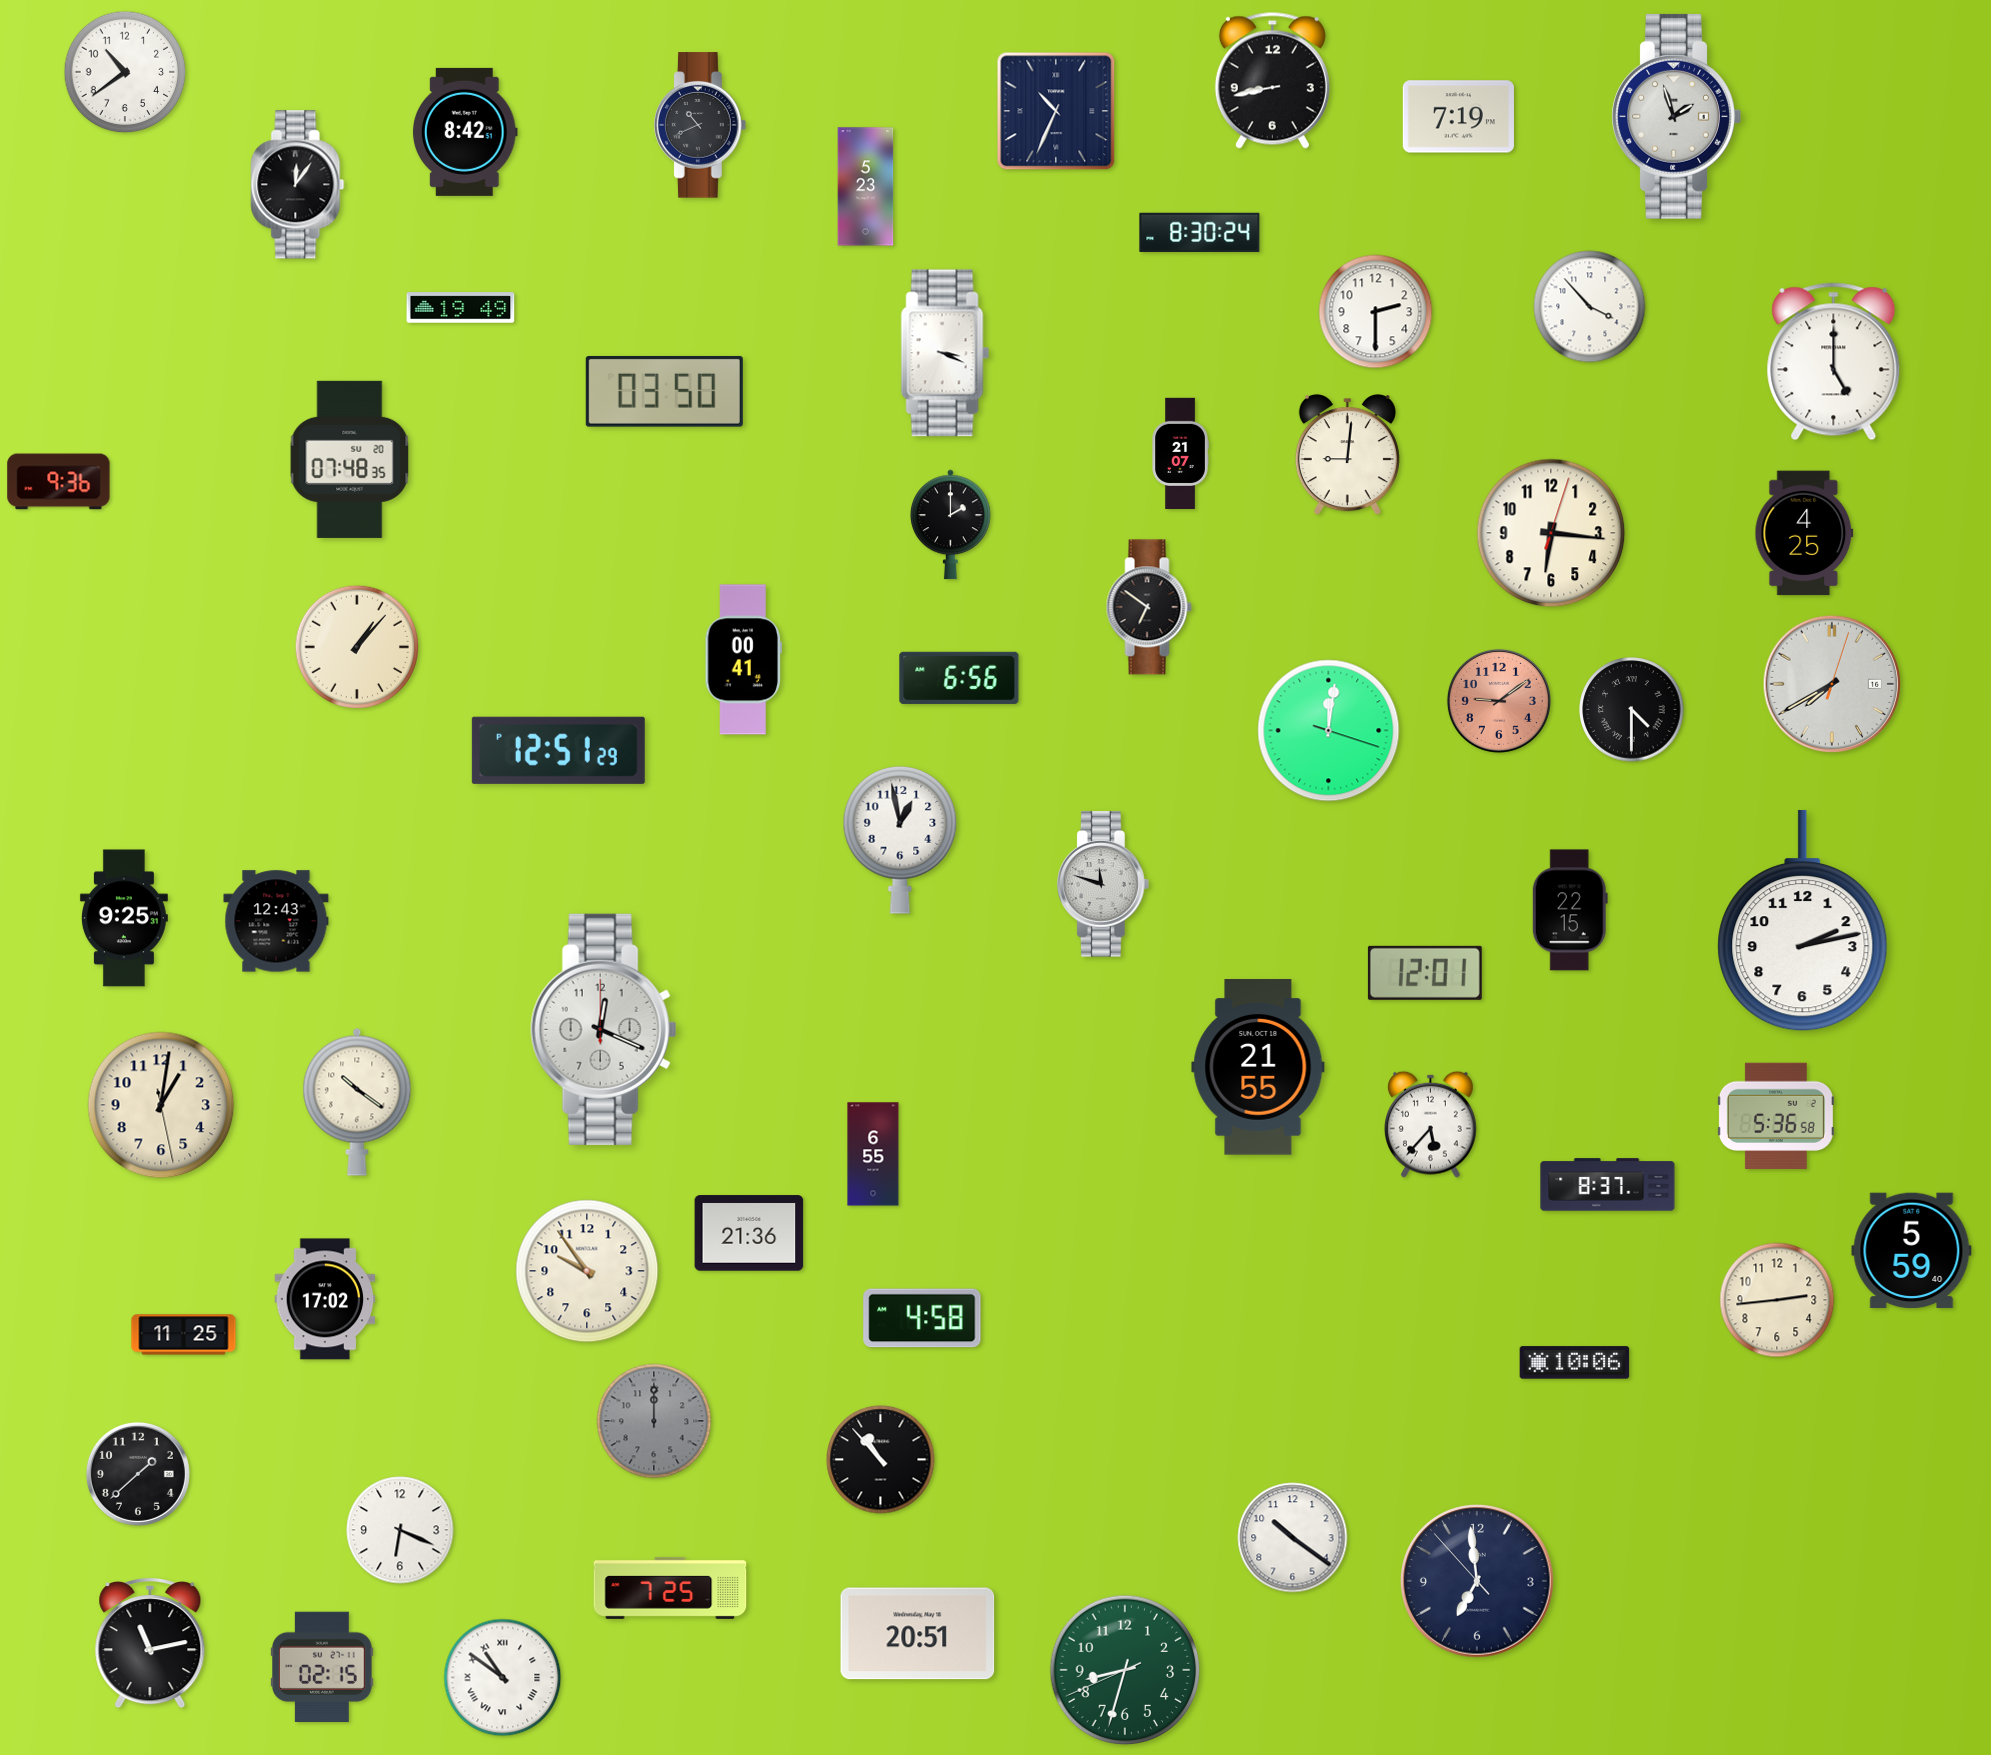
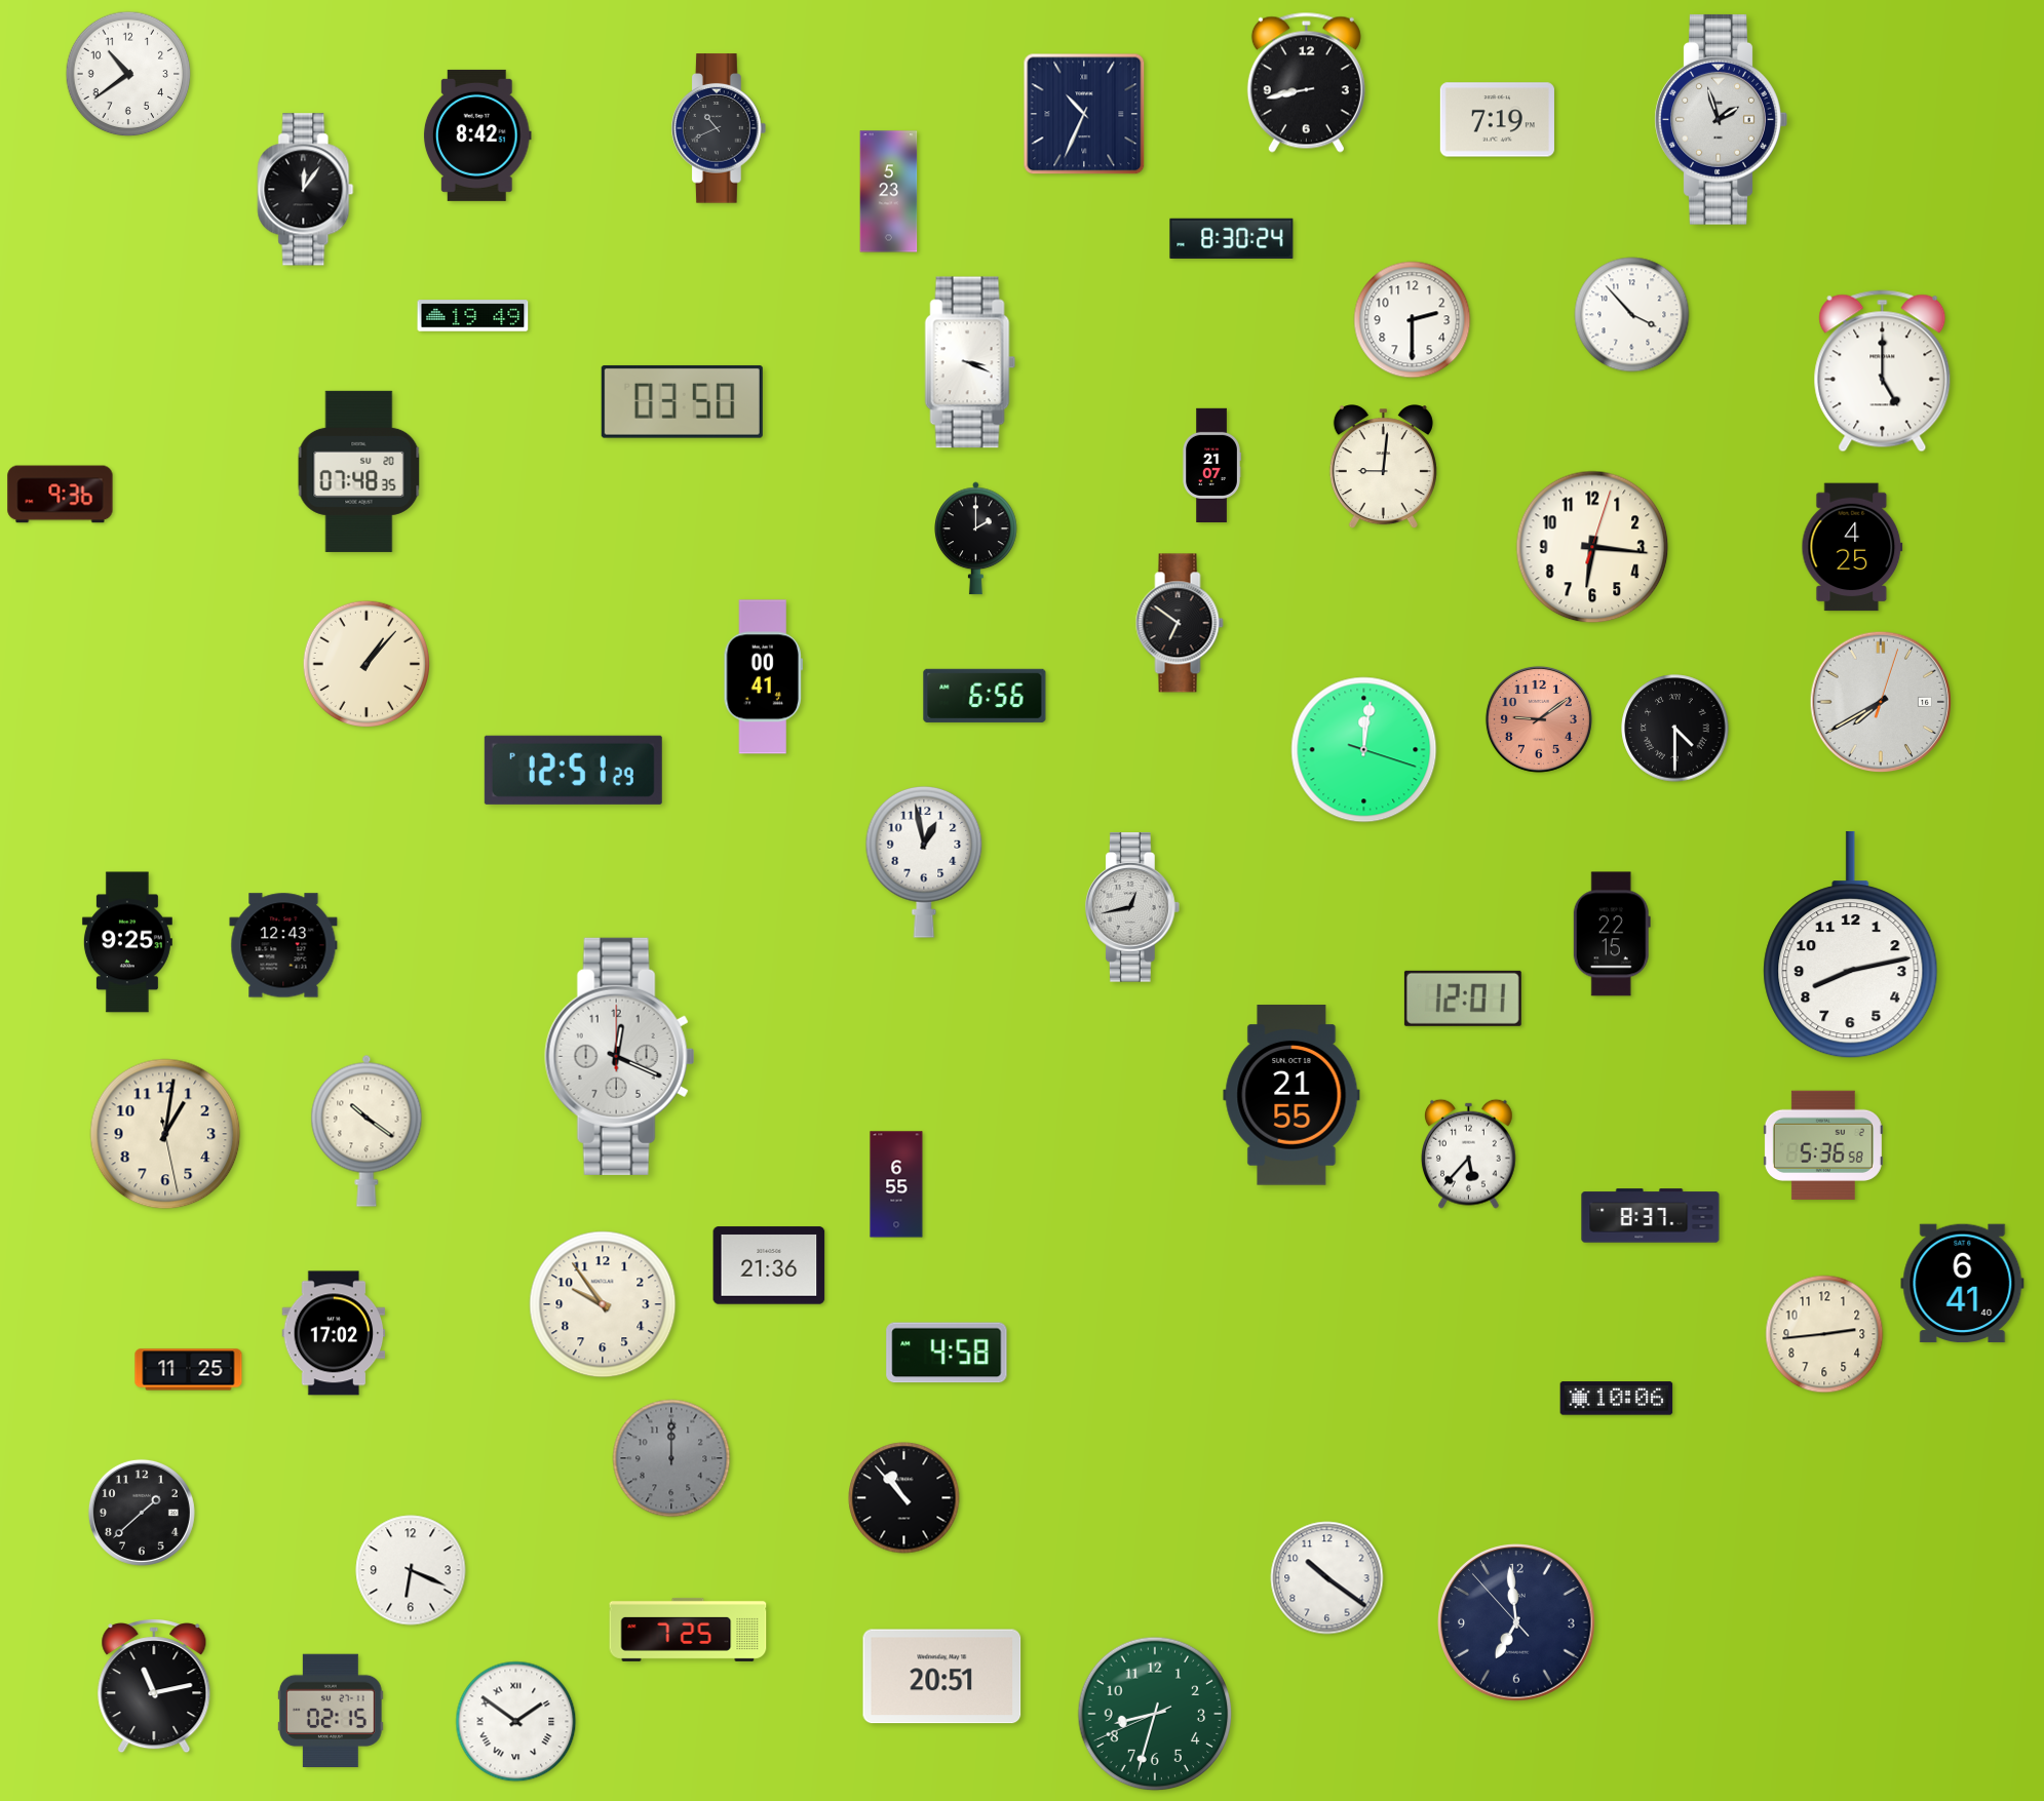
clock at (1104, 884): 11:48 -> 12:43
clock at (1803, 921): 2:13 -> 8:13
clock at (1912, 1251): 5:59 -> 6:41
clock at (503, 1678): 10:51 -> 1:51
